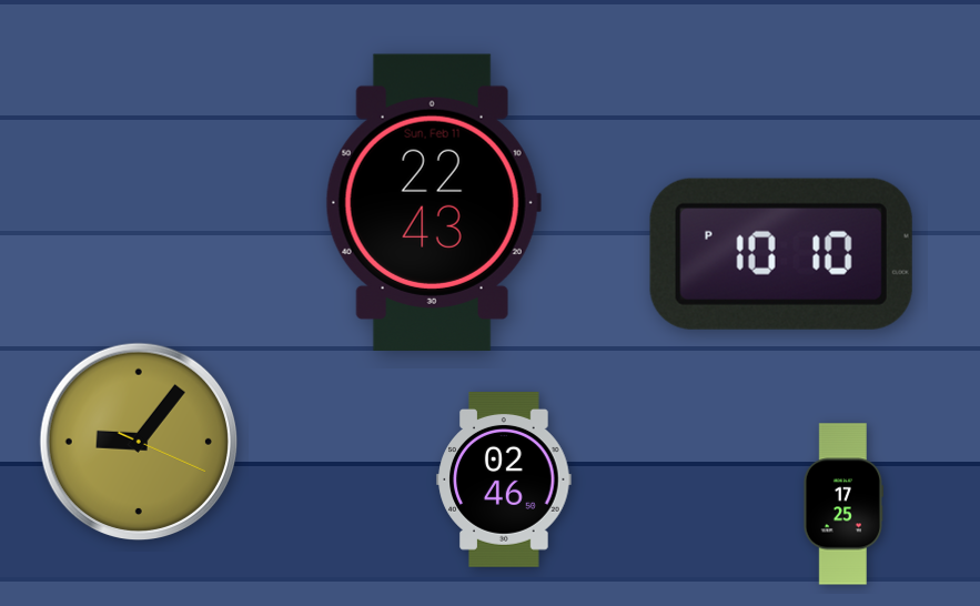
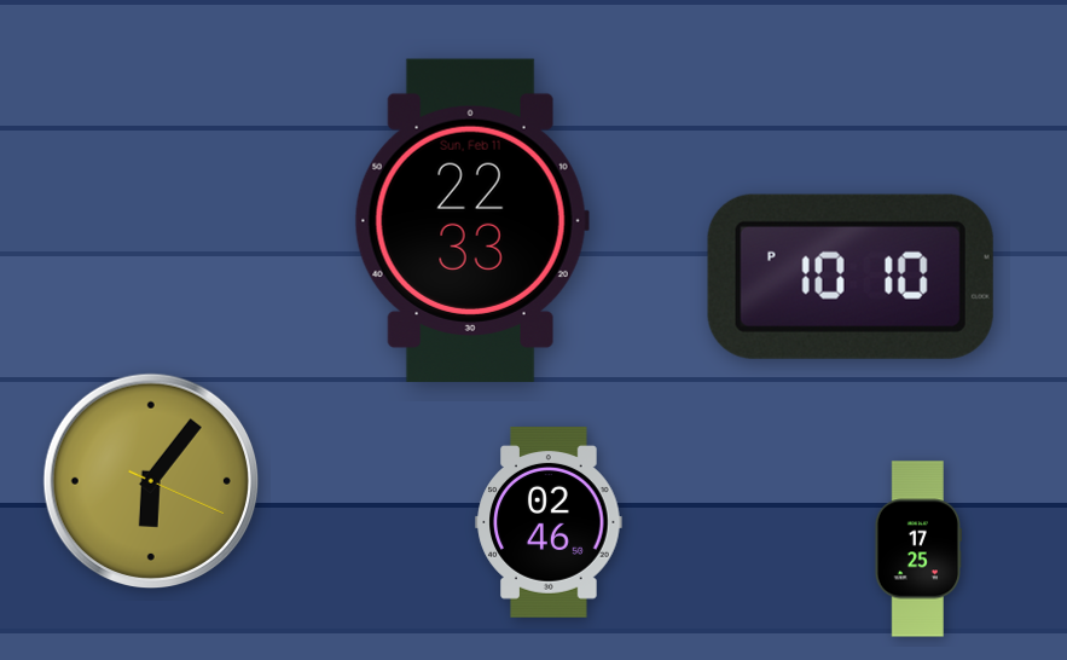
clock at (433, 202): 22:43 -> 22:33
clock at (138, 441): 9:06 -> 6:06
